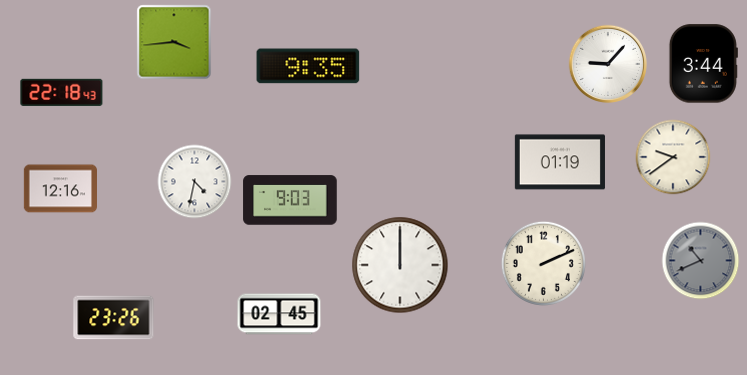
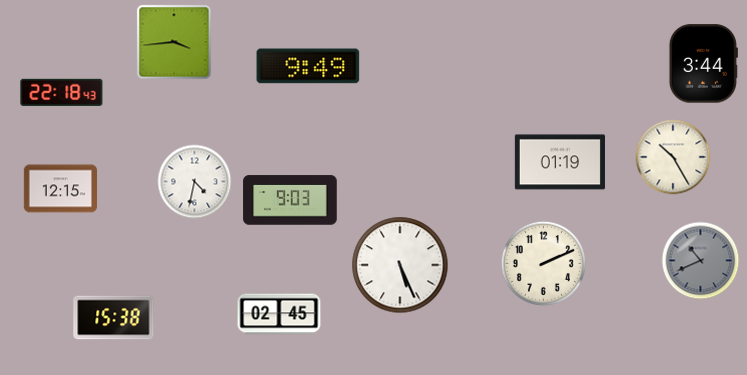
clock at (608, 64): 9:07 -> none
clock at (308, 66): 9:35 -> 9:49
clock at (673, 157): 9:39 -> 10:25
clock at (60, 189): 12:16 -> 12:15
clock at (400, 265): 12:00 -> 5:26
clock at (114, 318): 23:26 -> 15:38
